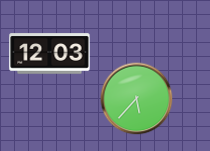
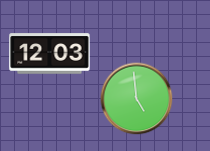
clock at (137, 99): 5:37 -> 4:59
